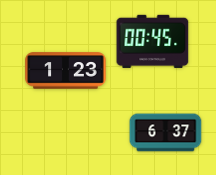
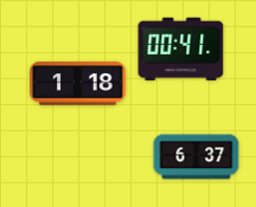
clock at (153, 41): 00:45 -> 00:41
clock at (66, 71): 1:23 -> 1:18
